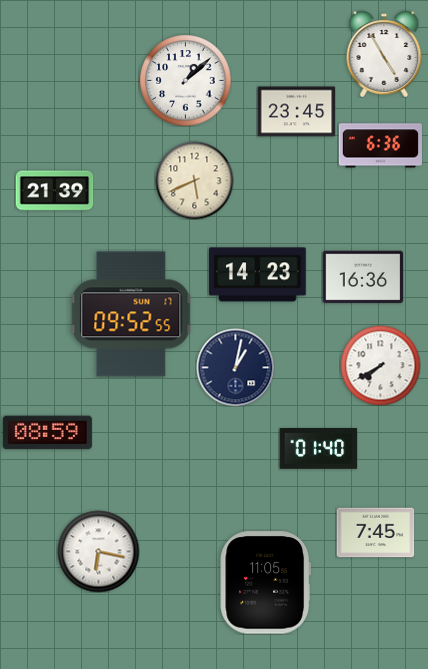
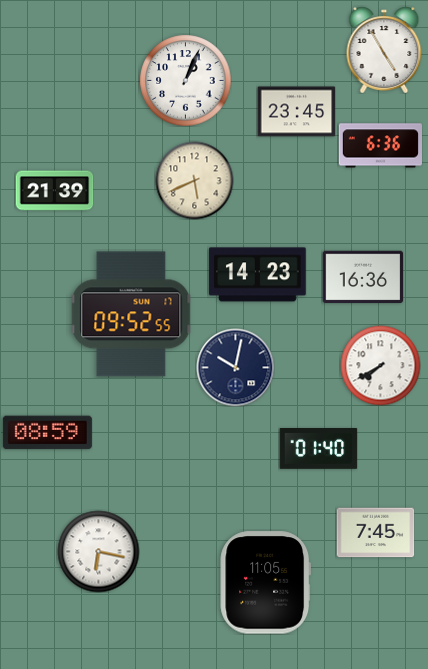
clock at (384, 54) position: (384, 54) -> (384, 50)
clock at (185, 80): 1:08 -> 1:04
clock at (235, 367): 1:02 -> 10:02
